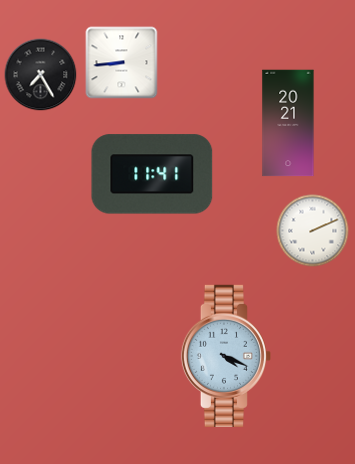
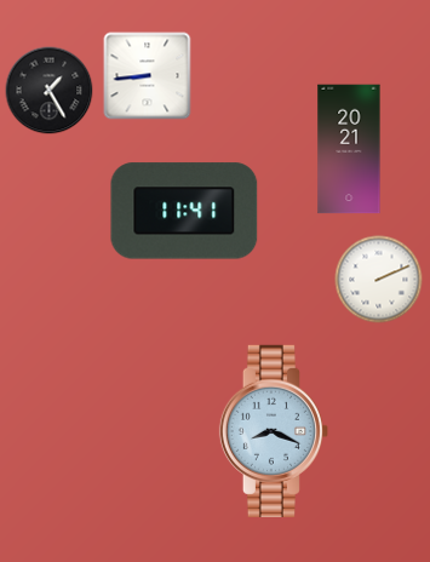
clock at (41, 75): 7:25 -> 1:25
clock at (226, 356): 4:19 -> 8:19
